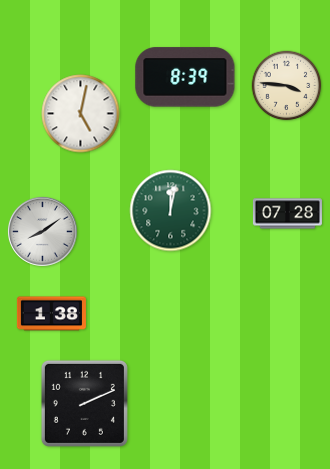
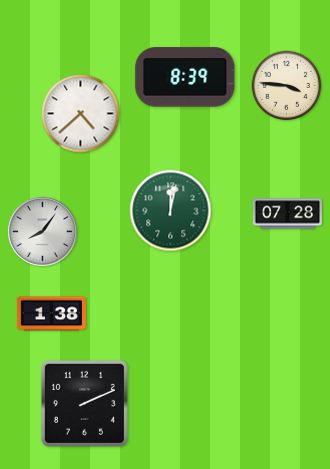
clock at (81, 114): 5:02 -> 4:38
clock at (43, 232): 8:09 -> 8:06
